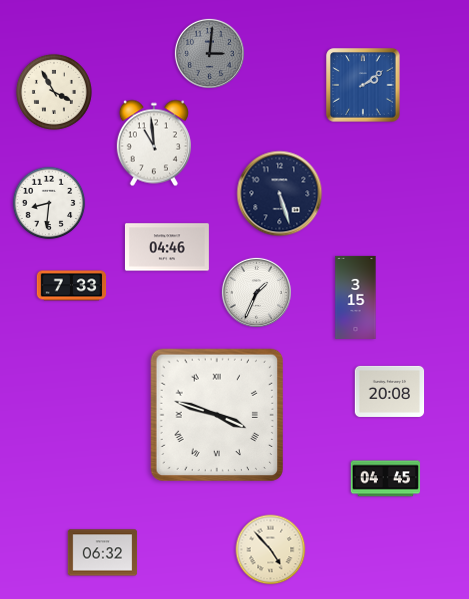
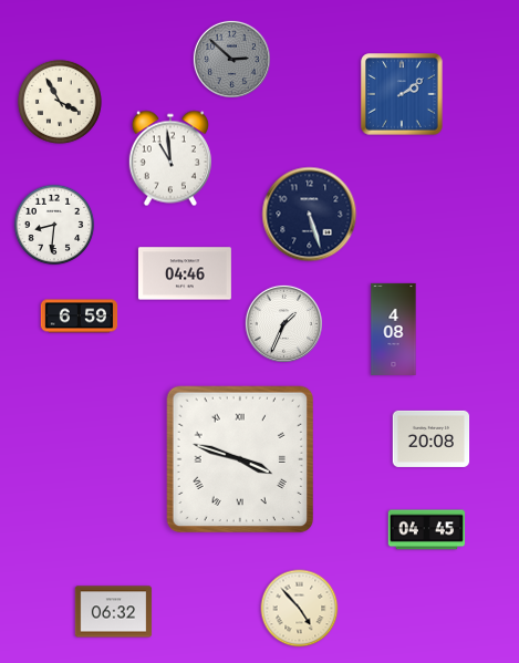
clock at (209, 53): 3:01 -> 2:52
clock at (72, 286): 7:33 -> 6:59
clock at (356, 297): 3:15 -> 4:08
clock at (390, 391) position: (390, 391) -> (432, 438)
